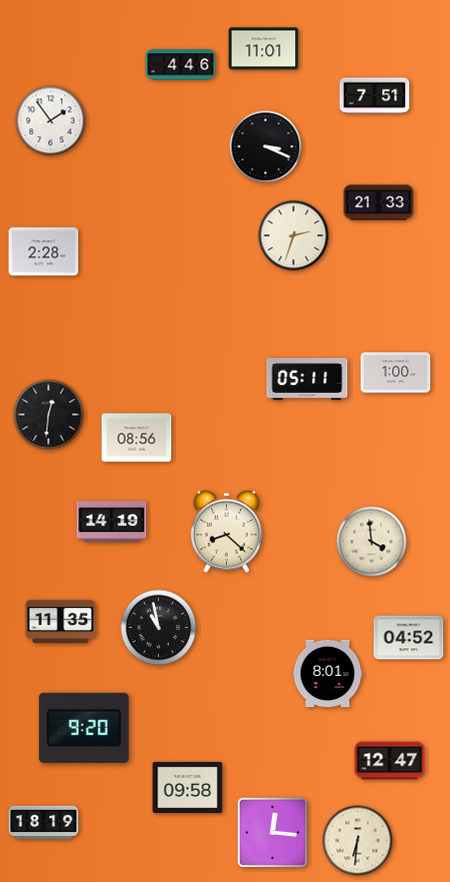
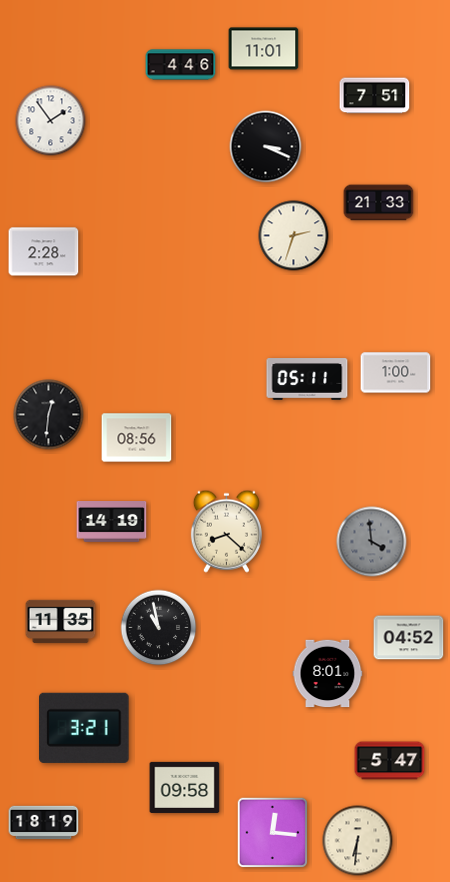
clock at (372, 542) dial: cream -> grey
clock at (85, 728): 9:20 -> 3:21
clock at (390, 761): 12:47 -> 5:47
clock at (188, 787) position: (188, 787) -> (185, 787)
